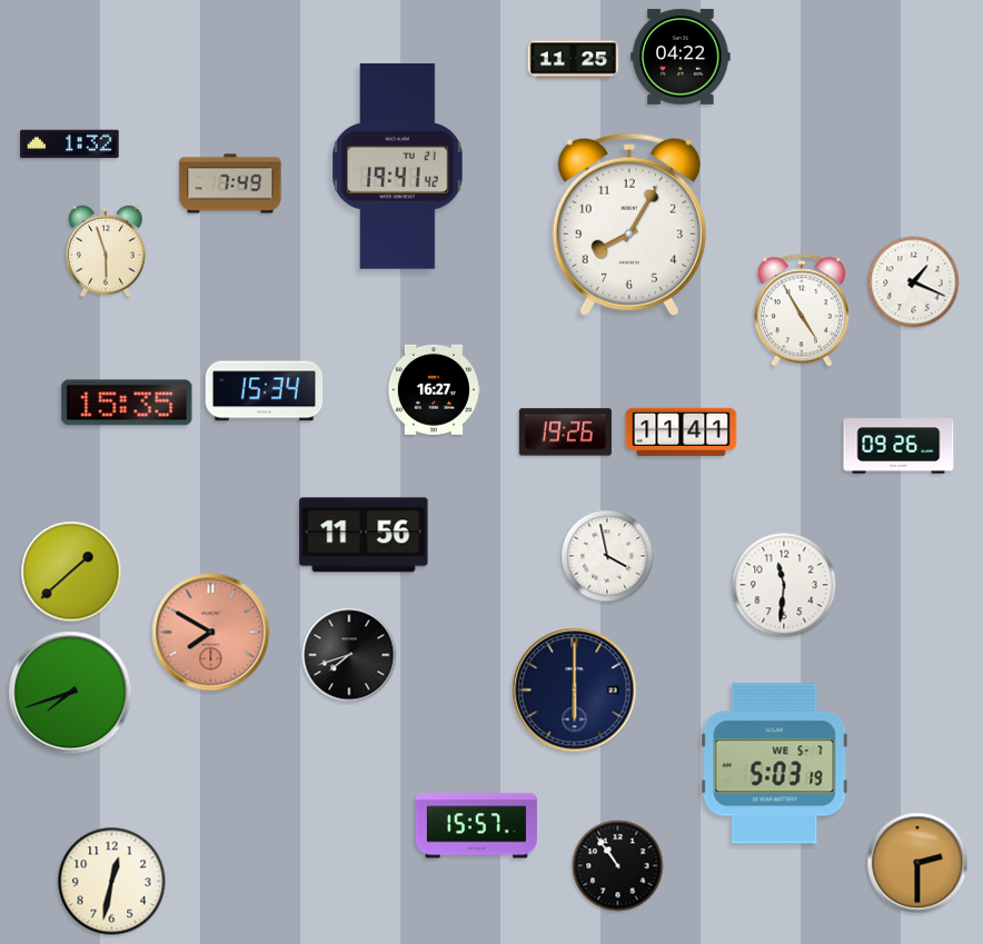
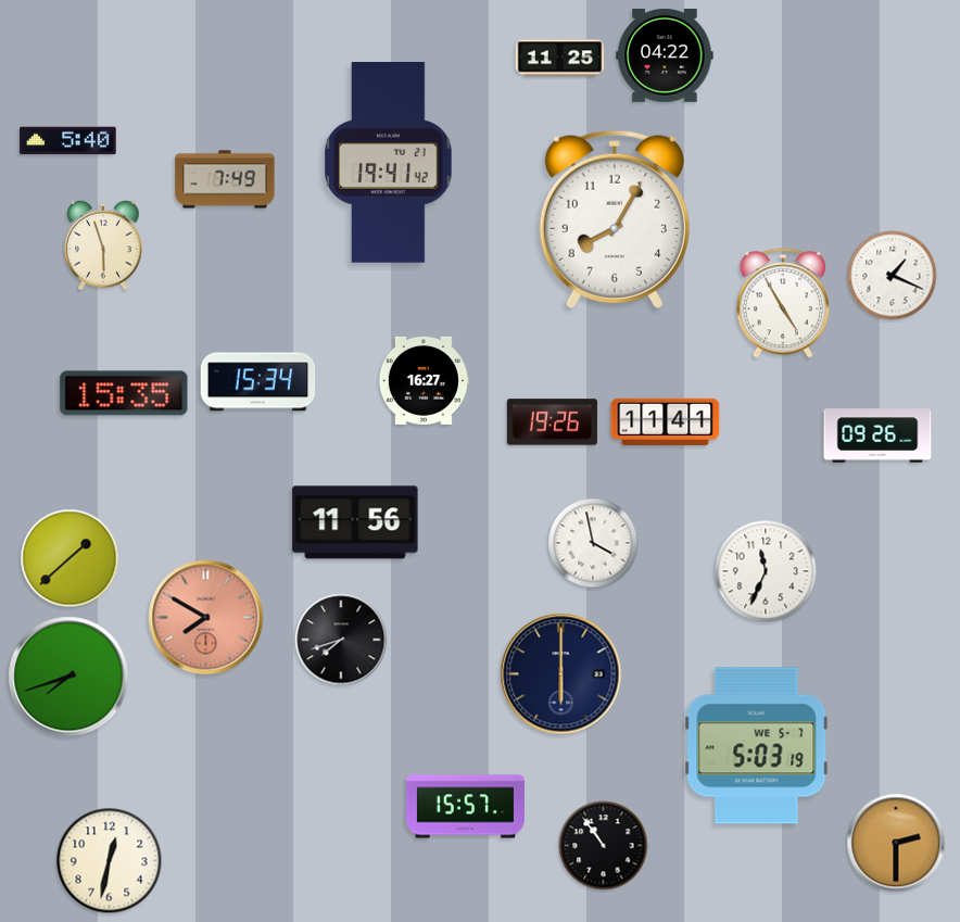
clock at (70, 145): 1:32 -> 5:40
clock at (784, 585): 11:31 -> 11:34
